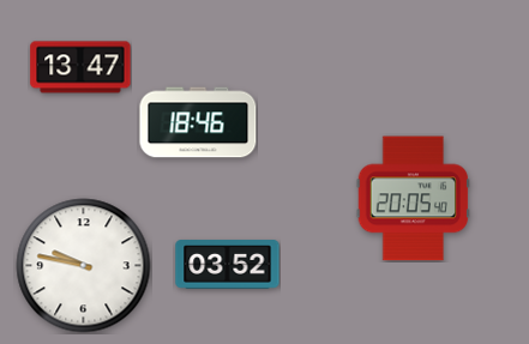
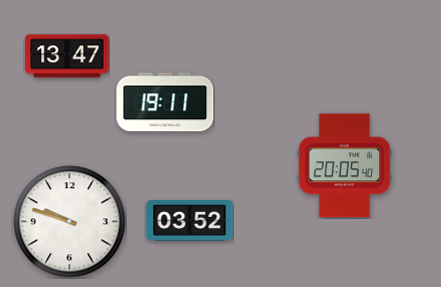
clock at (198, 122): 18:46 -> 19:11
clock at (84, 266): 9:47 -> 9:48
